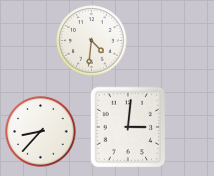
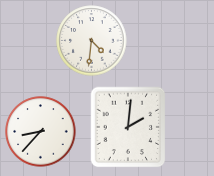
clock at (128, 127): 3:01 -> 2:01
